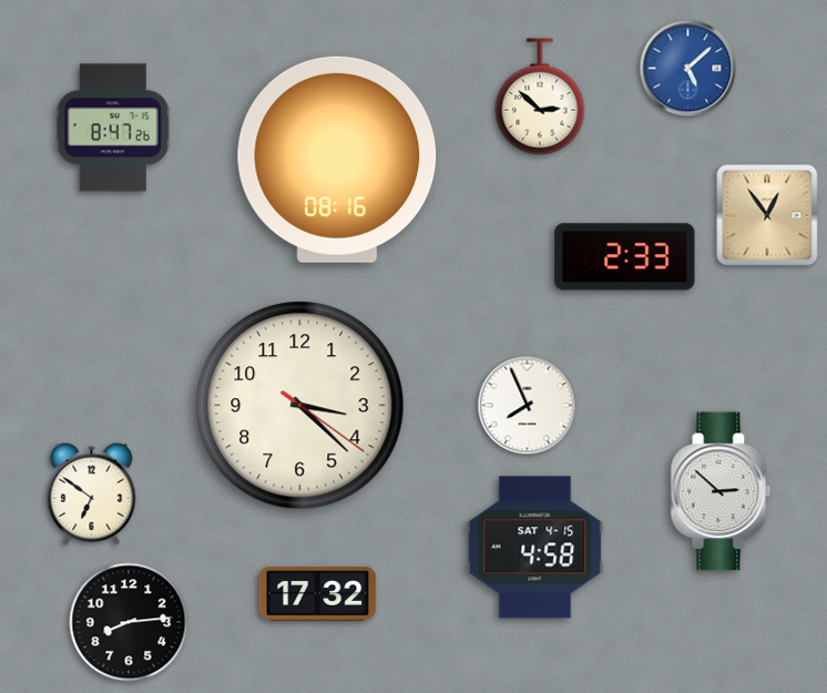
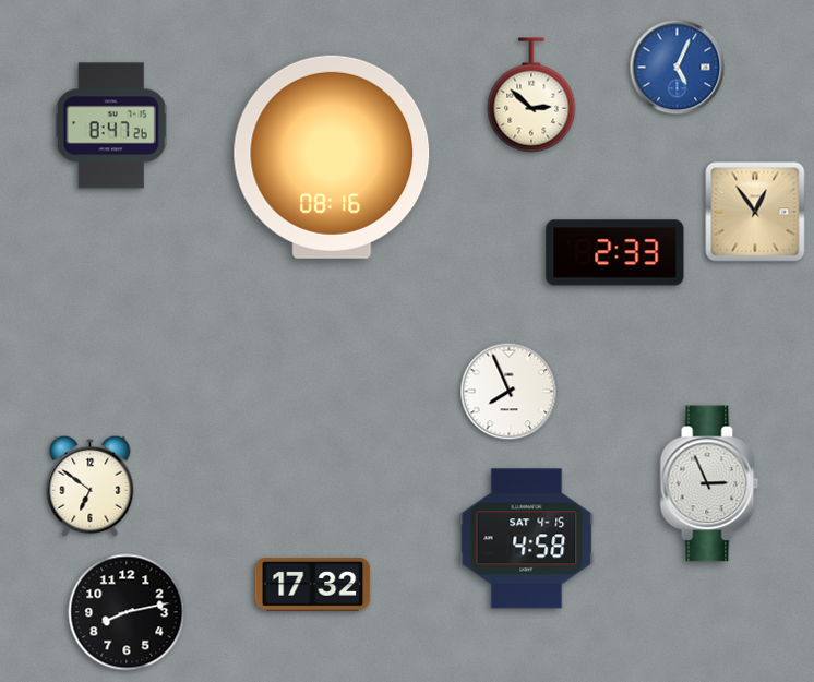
clock at (688, 69): 5:08 -> 5:04
clock at (300, 406): 3:22 -> none
clock at (528, 406) position: (528, 406) -> (510, 392)
clock at (721, 491): 2:52 -> 2:56
clock at (129, 622): 8:14 -> 8:13
